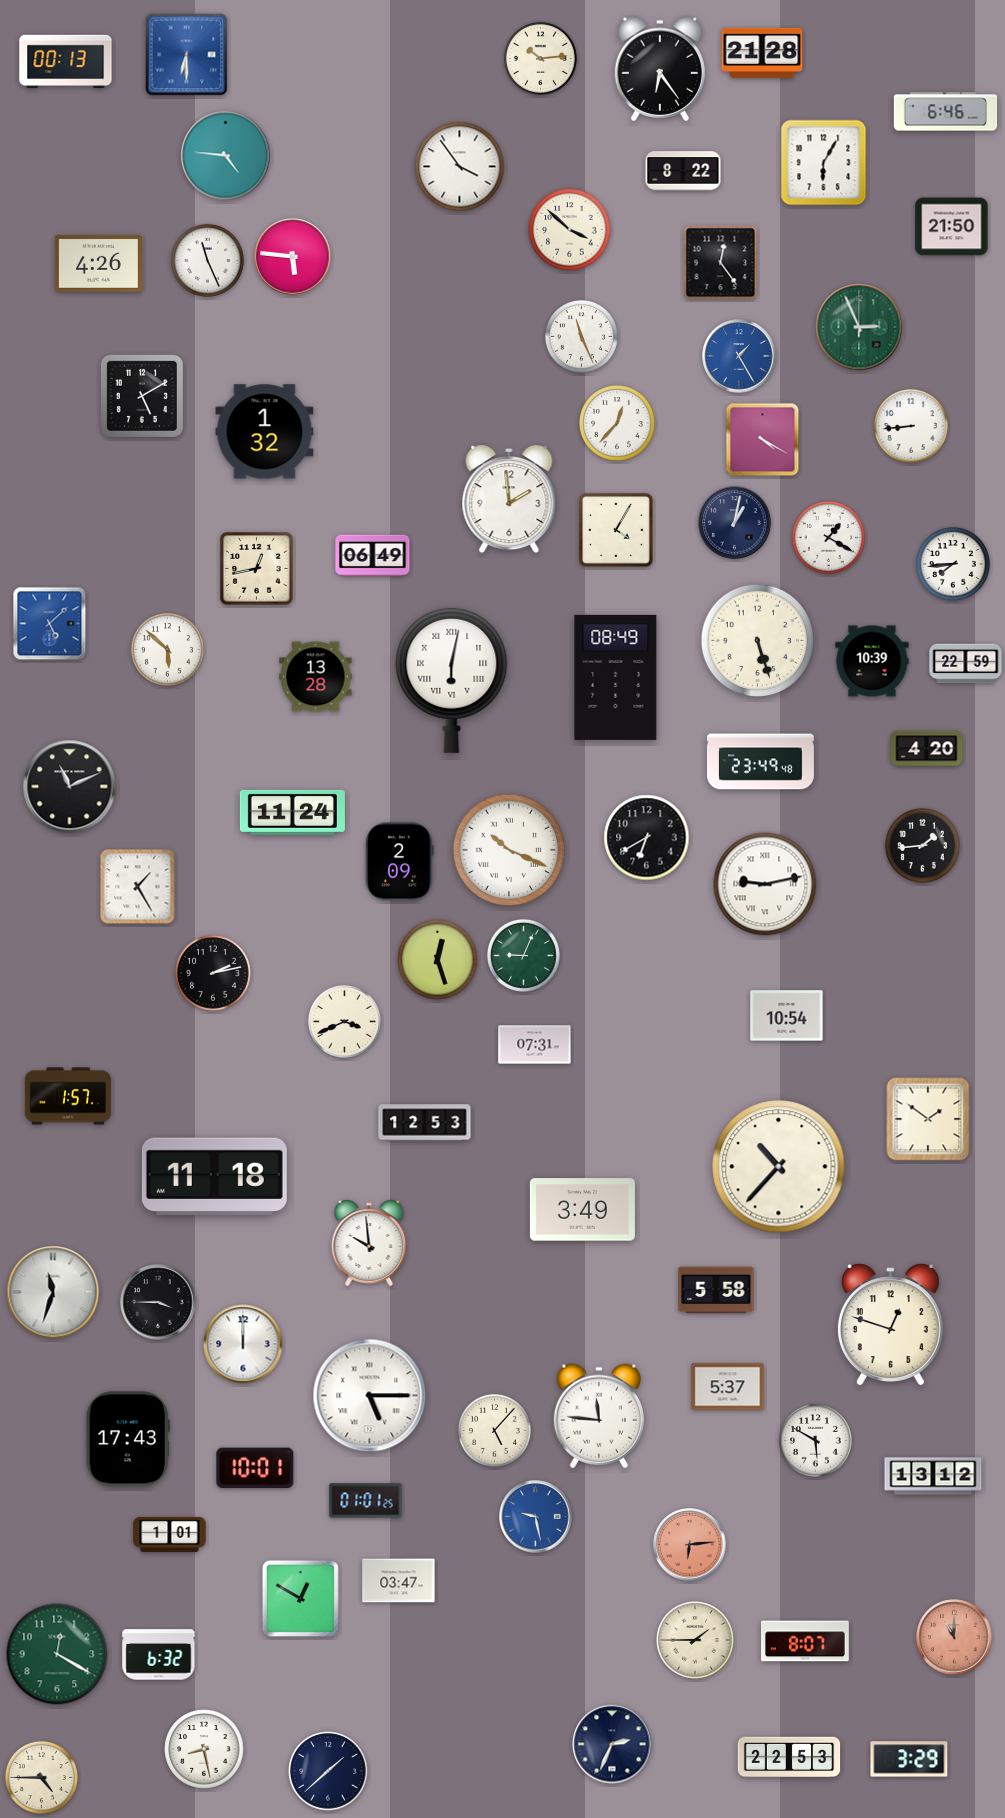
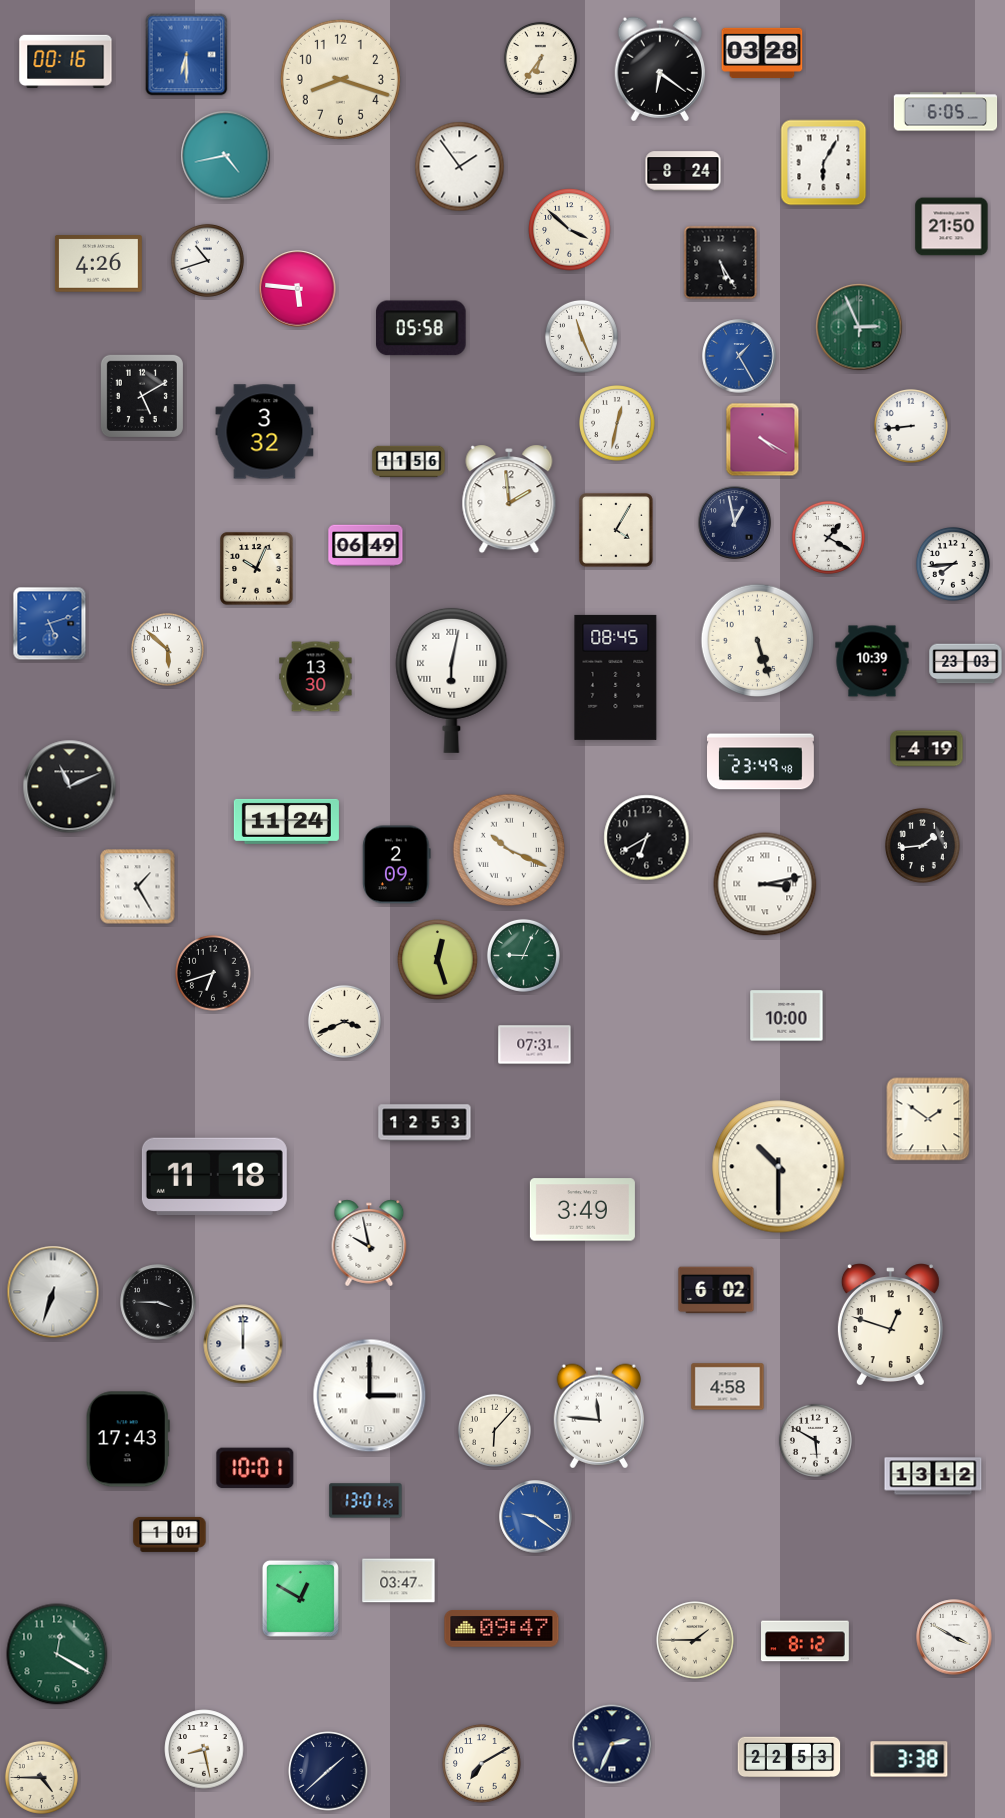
clock at (762, 53): 21:28 -> 03:28
clock at (540, 58): 10:14 -> 6:36
clock at (66, 62): 00:13 -> 00:16
clock at (659, 69): 6:24 -> 6:21
clock at (340, 79): none -> 8:18
clock at (946, 112): 6:46 -> 6:05
clock at (226, 156): 4:46 -> 4:43
clock at (460, 167): 3:54 -> 1:54
clock at (683, 171): 8:22 -> 8:24
clock at (293, 257) position: (293, 257) -> (298, 289)
clock at (207, 260): 11:26 -> 10:42
clock at (721, 263): 12:24 -> 5:25
clock at (422, 328): none -> 05:58
clock at (618, 424): 12:37 -> 12:32
clock at (265, 432): 1:32 -> 3:32
clock at (409, 462): none -> 11:56
clock at (735, 523): 1:02 -> 12:58
clock at (373, 556) position: (373, 556) -> (366, 546)
clock at (257, 569): 12:43 -> 10:04
clock at (50, 624): 5:08 -> 5:12
clock at (966, 664): 22:59 -> 23:03
clock at (316, 677): 13:28 -> 13:30
clock at (616, 677): 08:49 -> 08:45
clock at (927, 749): 4:20 -> 4:19
clock at (292, 812) position: (292, 812) -> (286, 821)
clock at (400, 862) position: (400, 862) -> (397, 865)
clock at (765, 884): 9:13 -> 3:13
clock at (214, 974): 2:13 -> 6:42
clock at (787, 1016): 10:54 -> 10:00
clock at (68, 1096): 1:57 -> none
clock at (779, 1167): 10:37 -> 10:30
clock at (369, 1243): 9:59 -> 9:58
clock at (716, 1290): 5:58 -> 6:02
clock at (53, 1292): 11:33 -> 6:33
clock at (728, 1387): 5:37 -> 4:58
clock at (370, 1396): 5:15 -> 3:00
clock at (494, 1430): 5:07 -> 6:07
clock at (366, 1501): 01:01 -> 13:01
clock at (536, 1517): 9:28 -> 9:21
clock at (690, 1545): 6:14 -> none
clock at (502, 1629): none -> 09:47
clock at (954, 1637): 11:00 -> 3:50
clock at (954, 1637) dial: salmon -> white
clock at (806, 1641): 8:07 -> 8:12
clock at (159, 1655): 6:32 -> none
clock at (909, 1759): 3:29 -> 3:38
clock at (482, 1764): none -> 7:10
